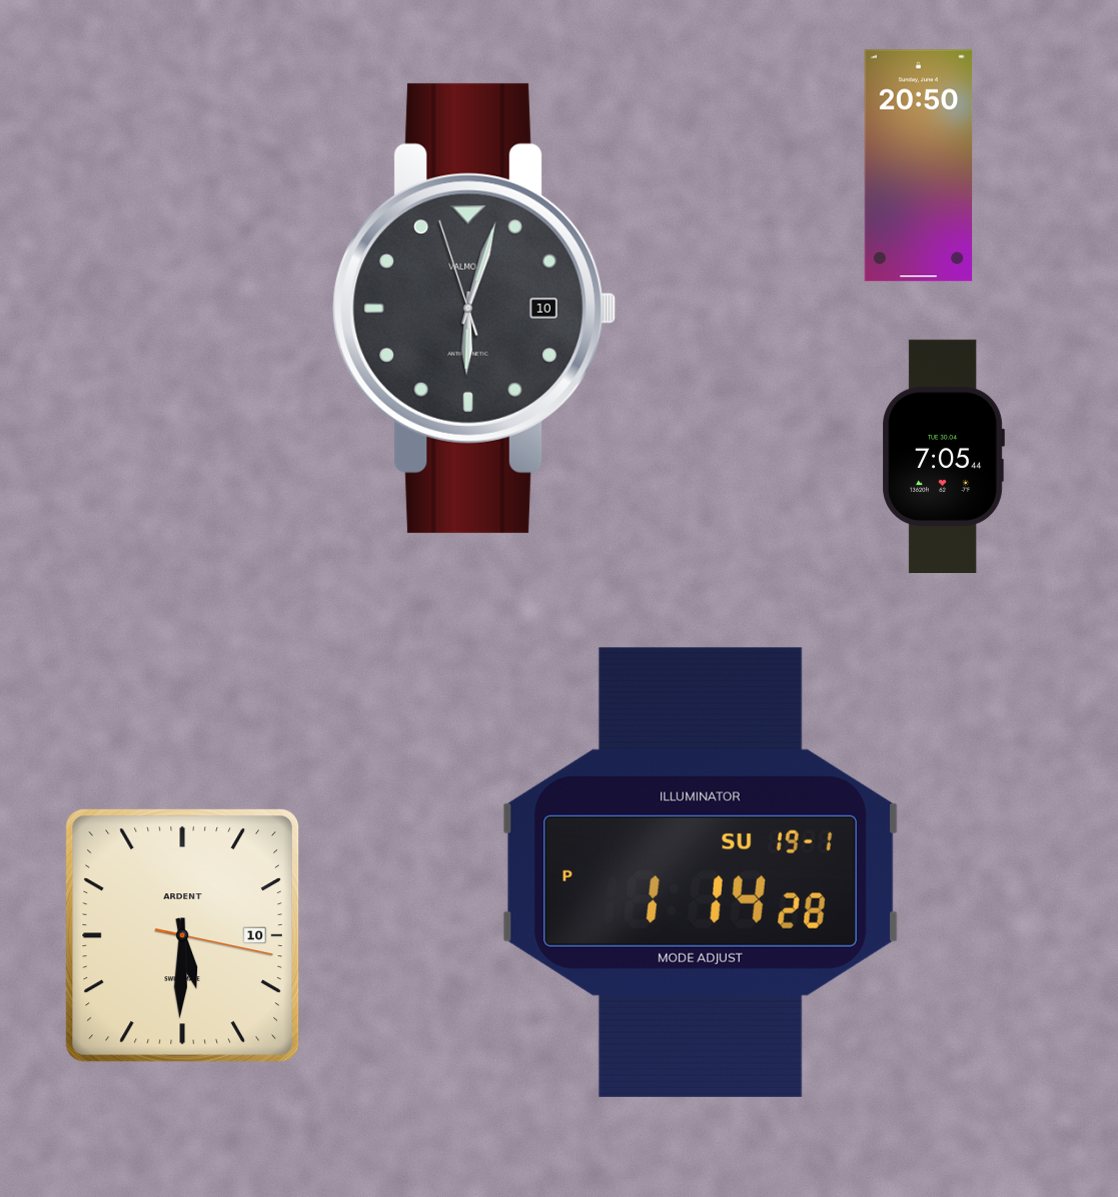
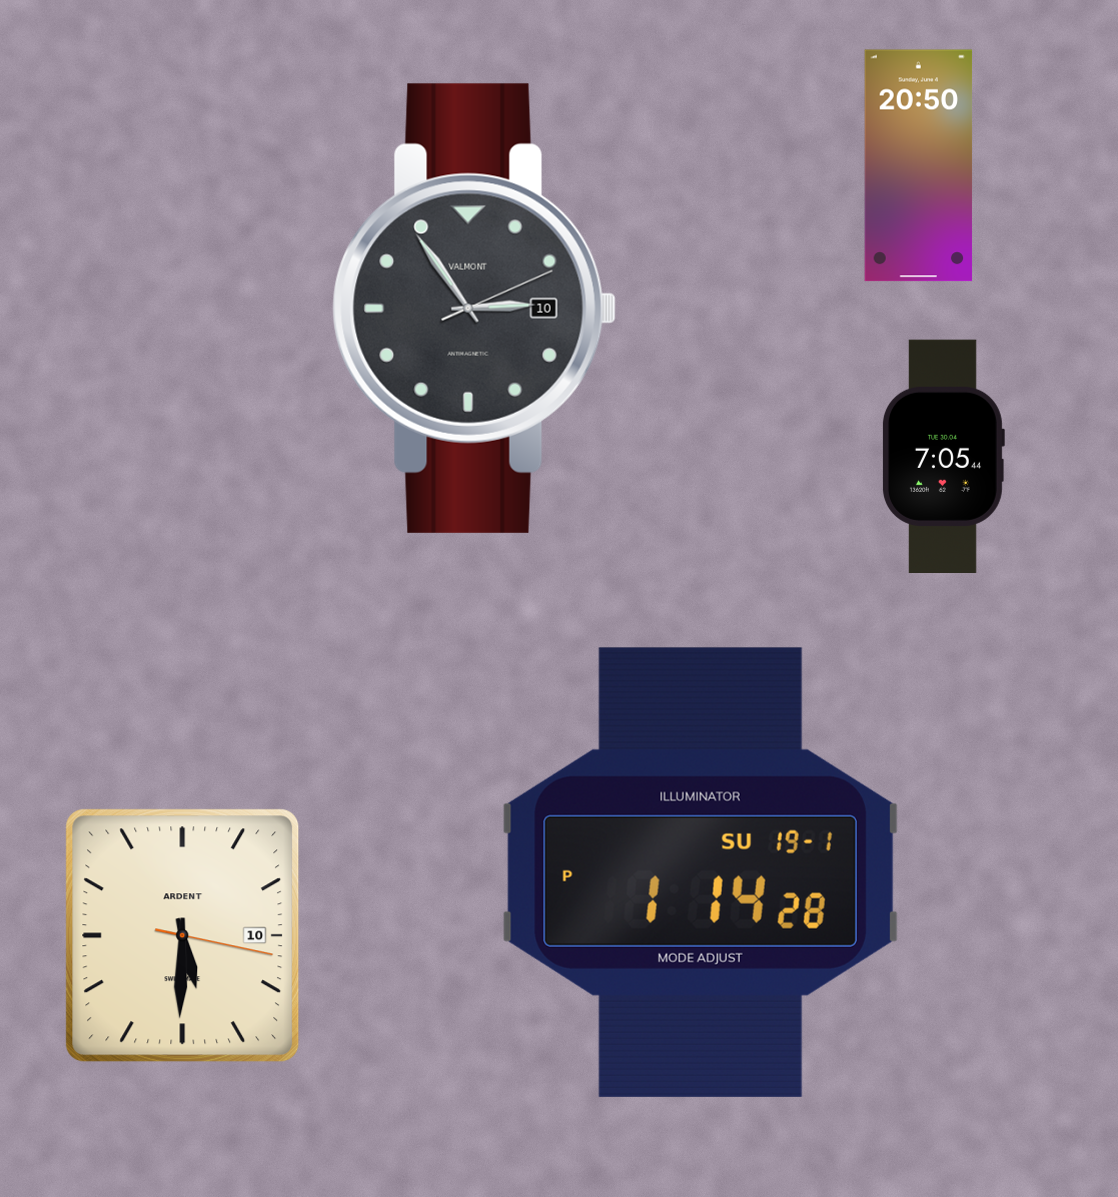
clock at (474, 308): 6:02 -> 2:54
